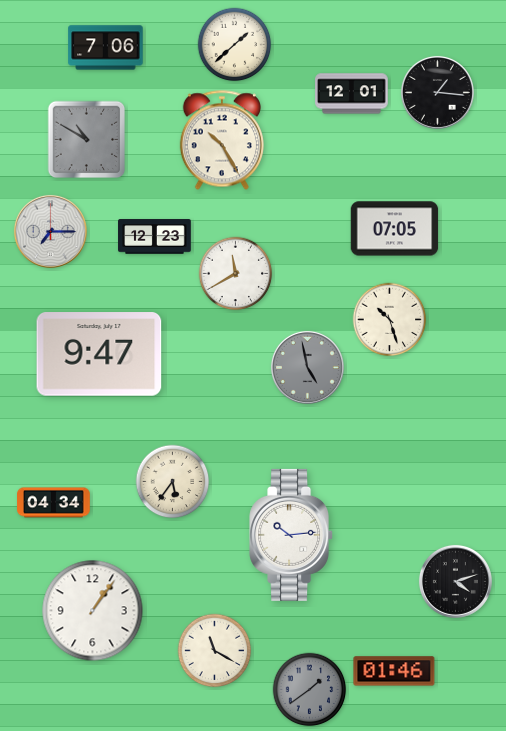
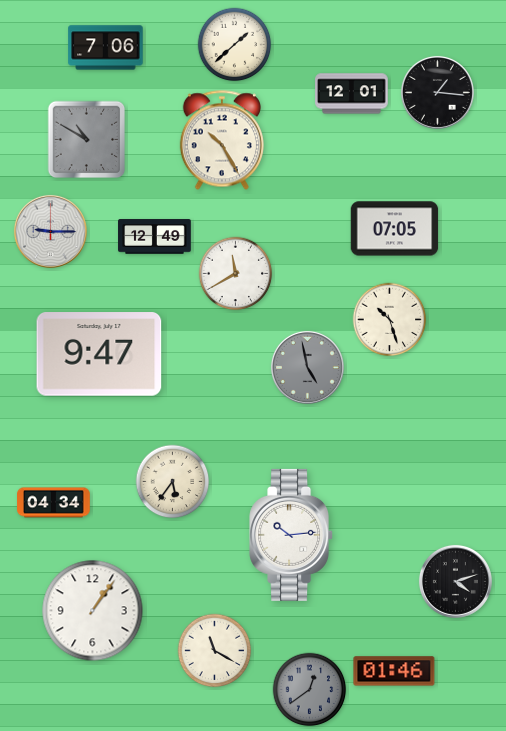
clock at (50, 231): 7:15 -> 9:15
clock at (155, 237): 12:23 -> 12:49
clock at (310, 690): 1:39 -> 12:39
